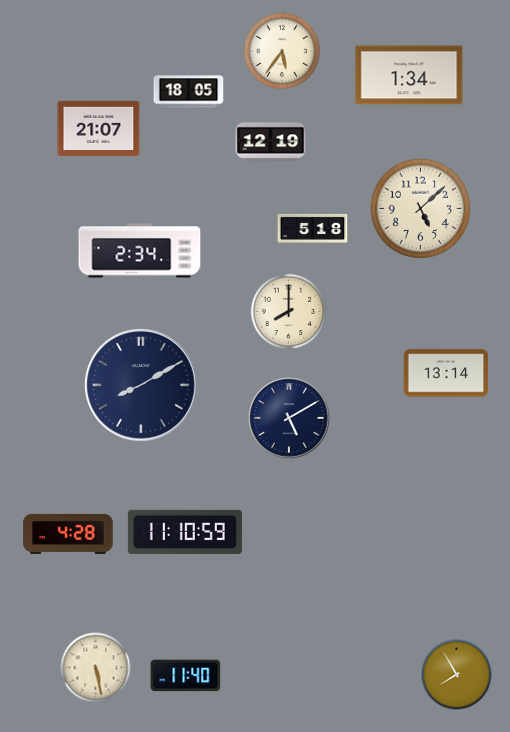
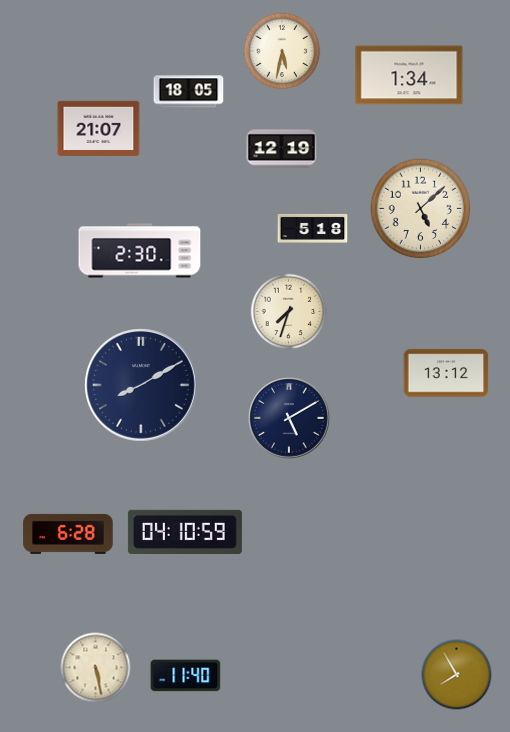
clock at (282, 51): 5:36 -> 5:32
clock at (271, 142) position: (271, 142) -> (282, 149)
clock at (140, 251): 2:34 -> 2:30
clock at (289, 312): 8:00 -> 7:33
clock at (446, 373): 13:14 -> 13:12
clock at (185, 532): 11:10 -> 04:10
clock at (68, 534): 4:28 -> 6:28
